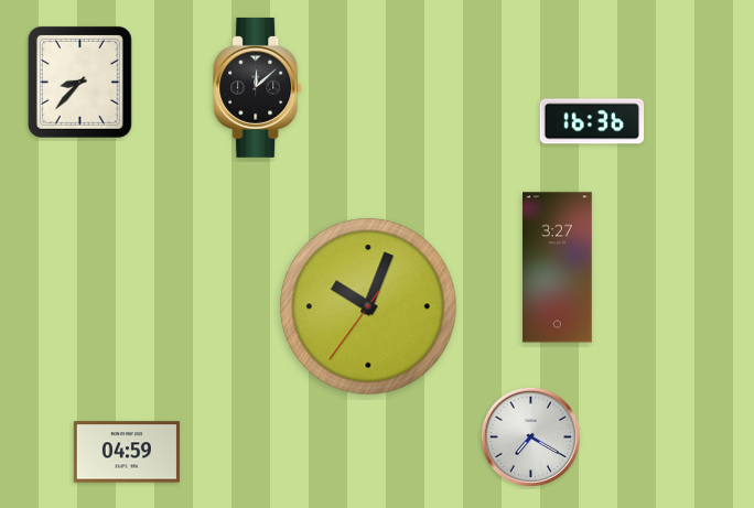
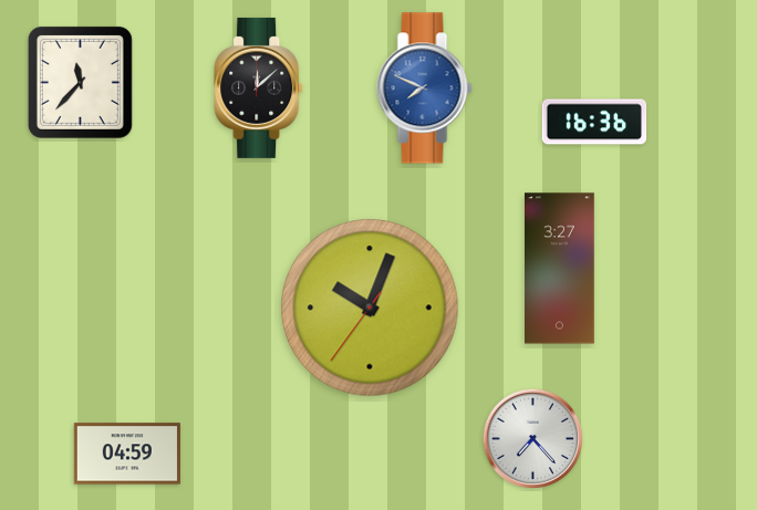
clock at (79, 82): 8:37 -> 11:37
clock at (425, 89): none -> 7:49
clock at (530, 436): 7:20 -> 7:23
